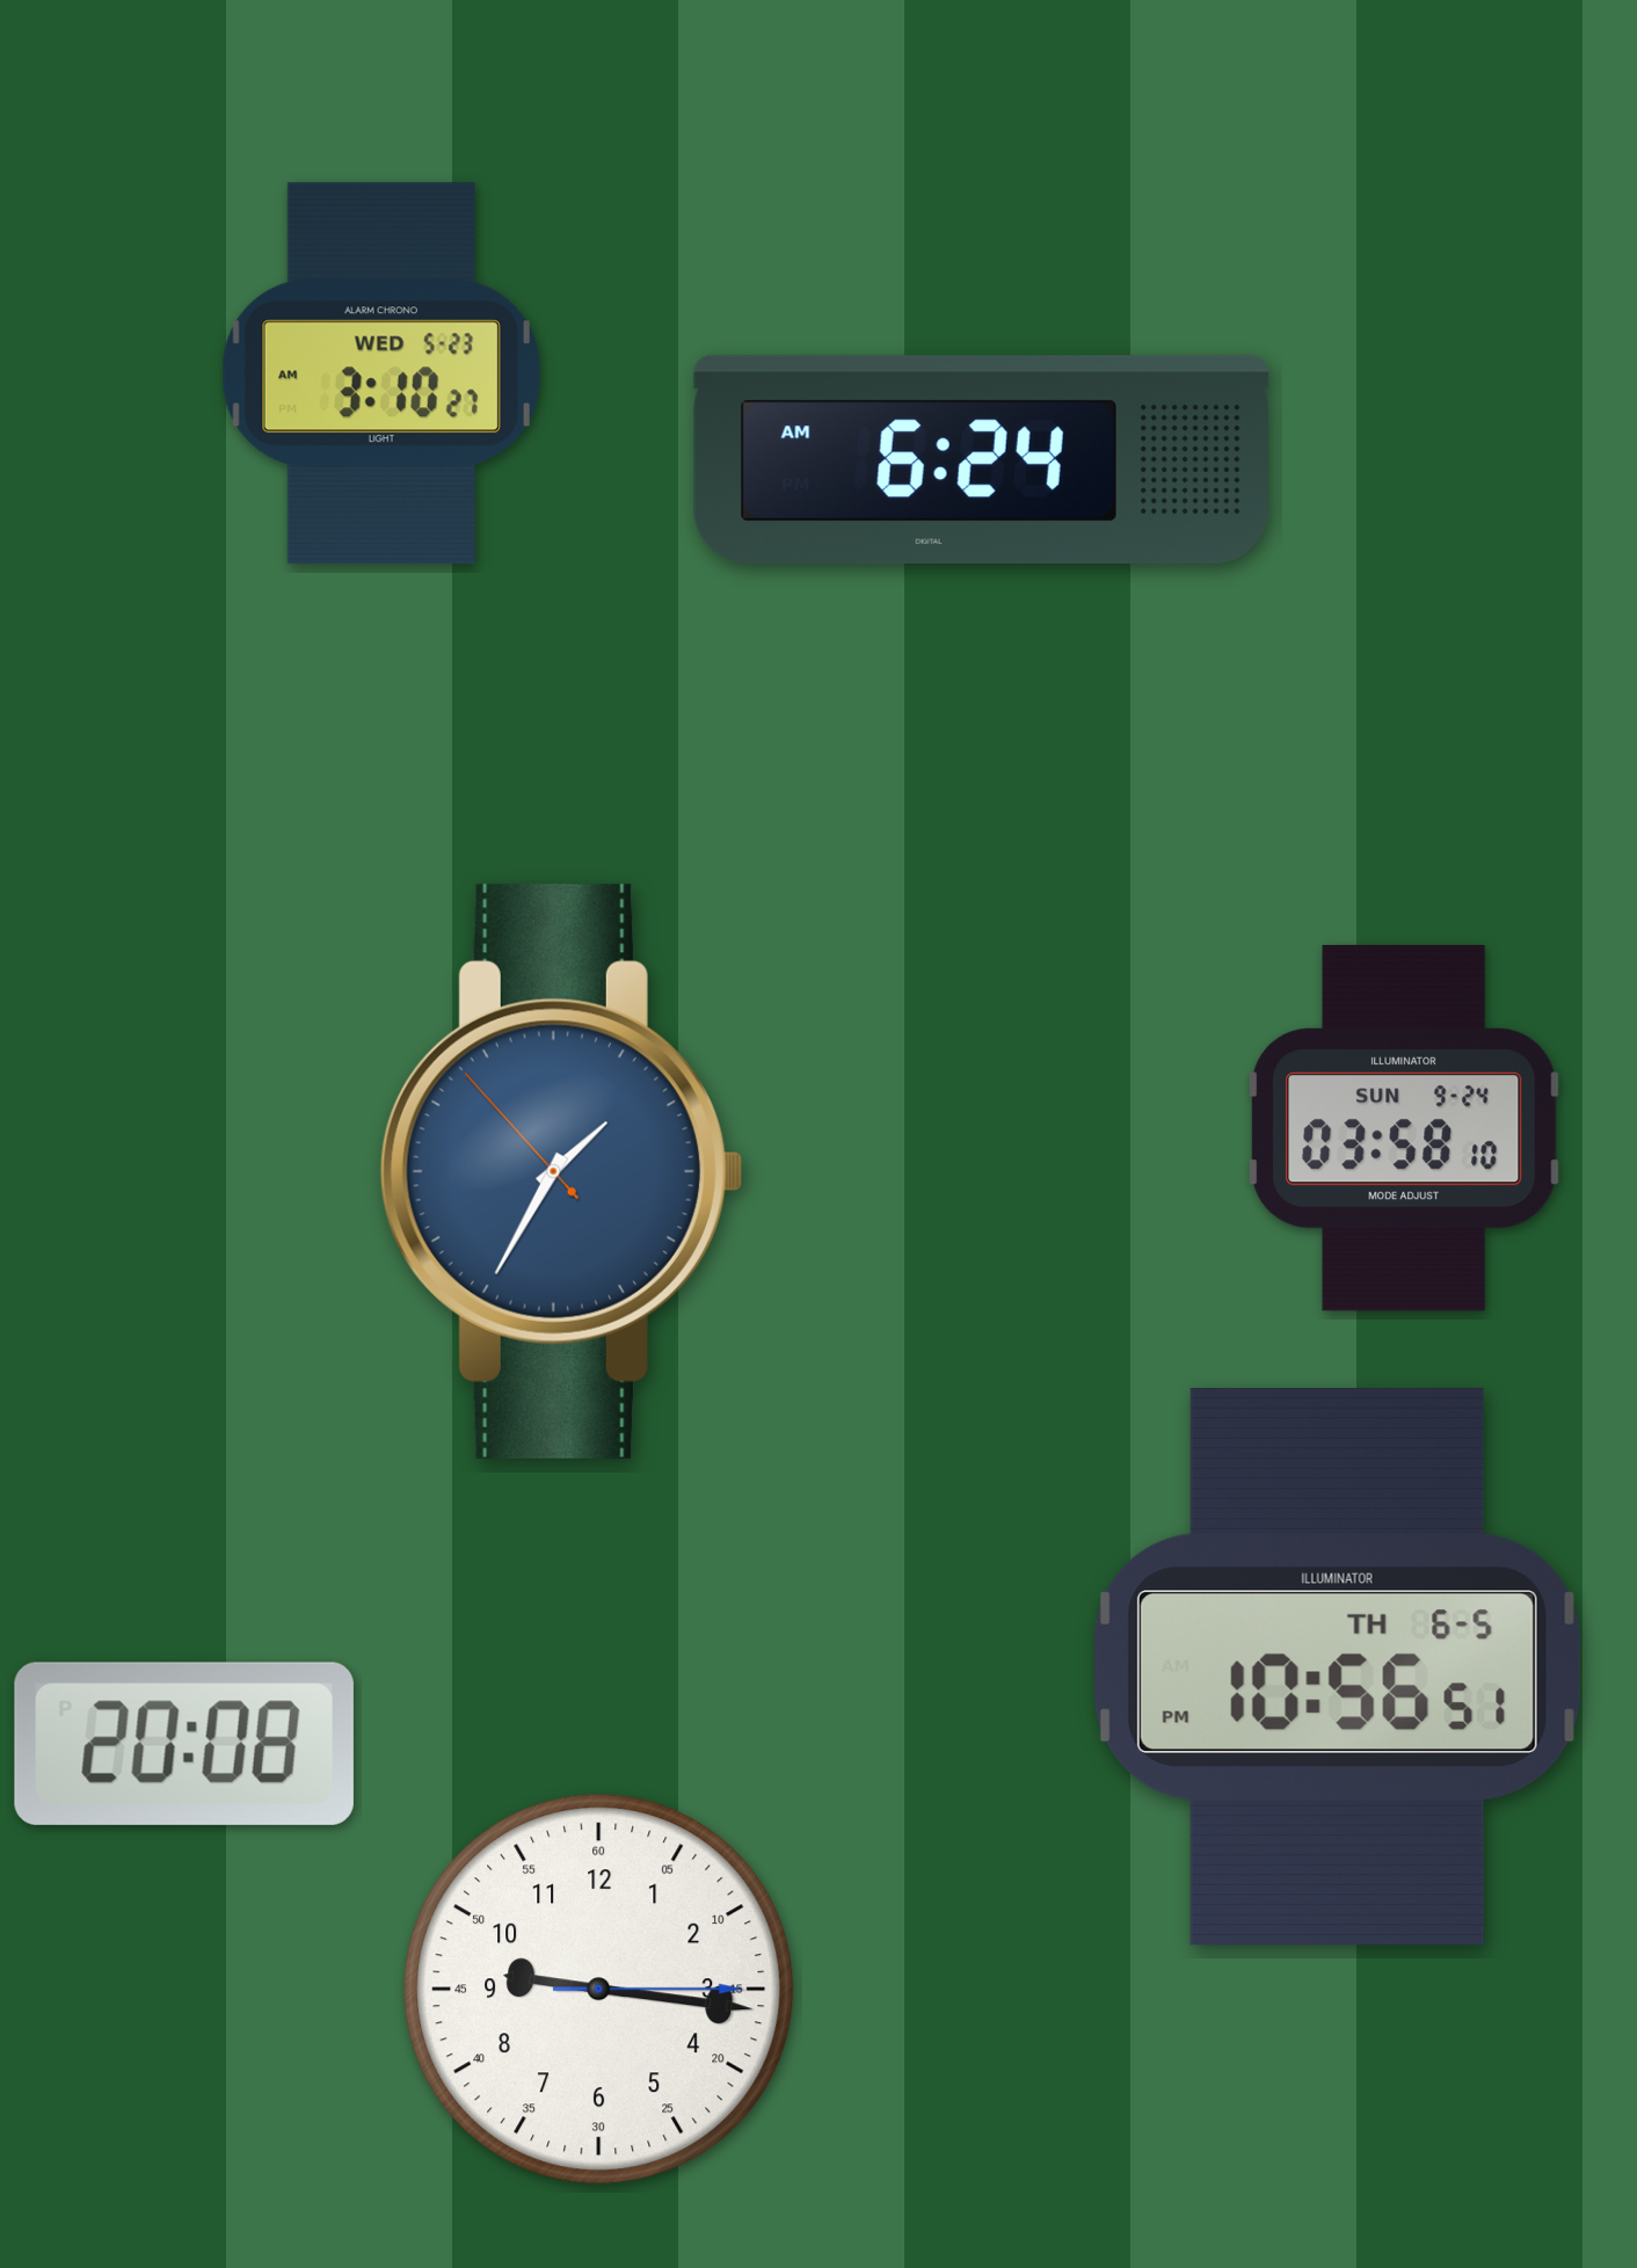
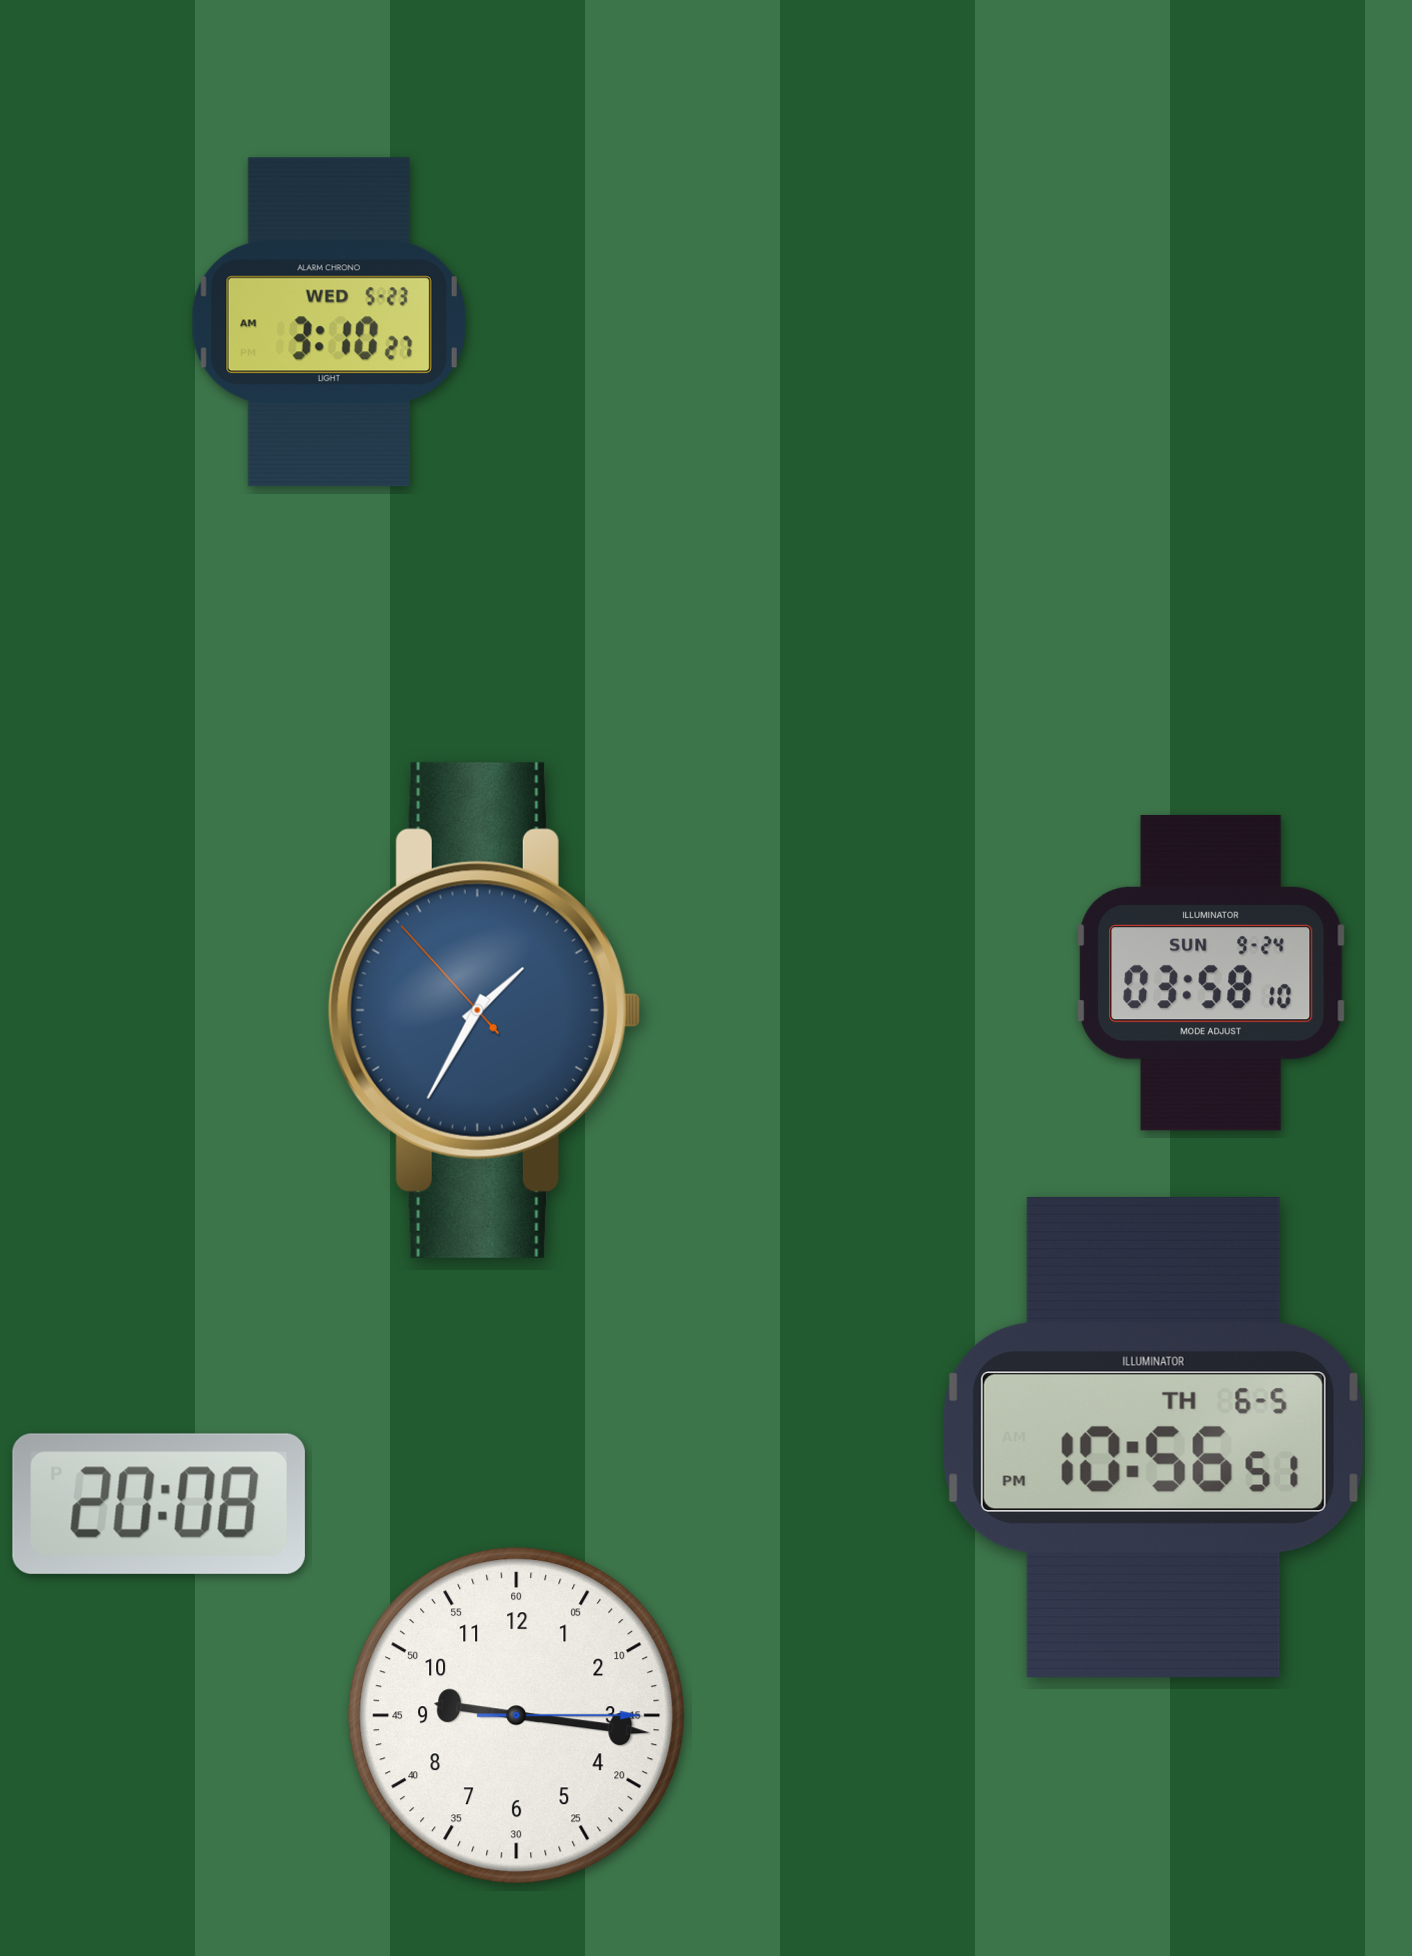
clock at (981, 460): 6:24 -> none
